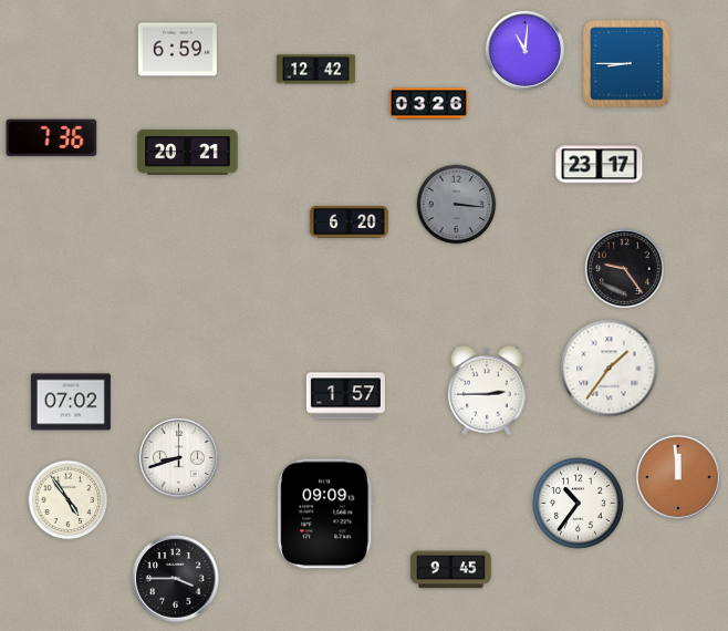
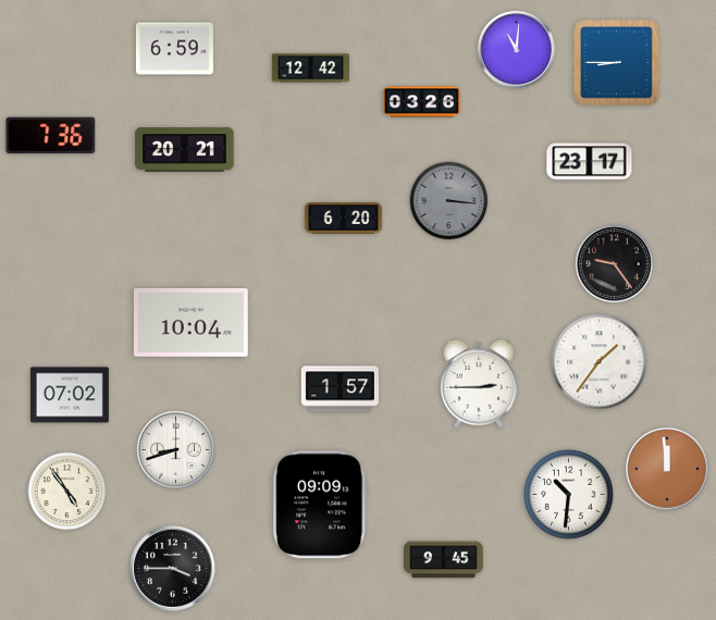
clock at (190, 323): none -> 10:04
clock at (579, 504): 10:36 -> 10:31
